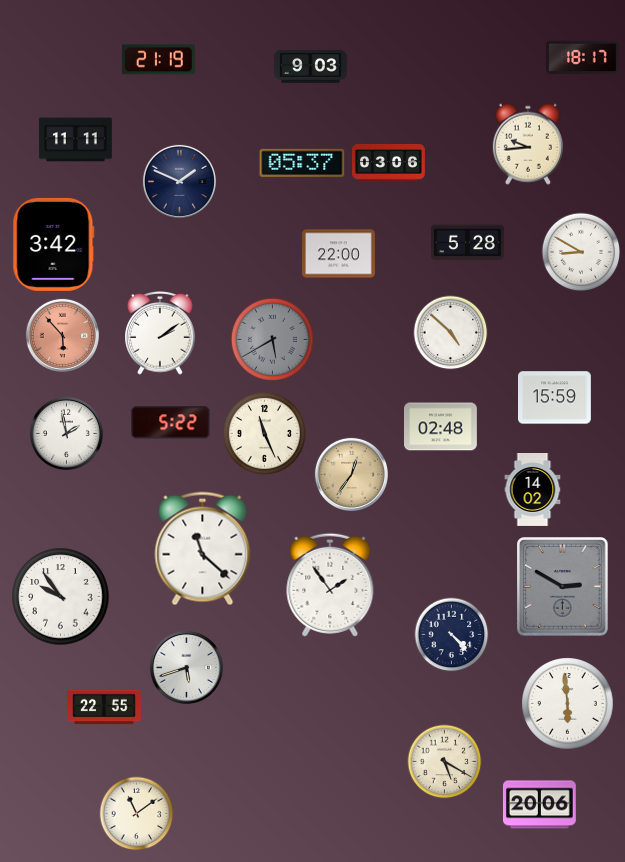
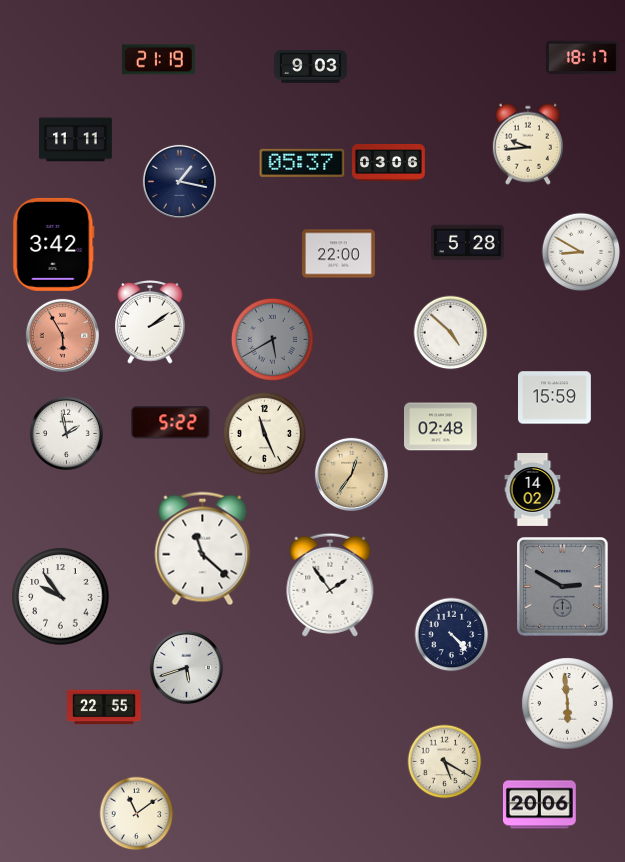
clock at (179, 181): 1:49 -> 1:17
clock at (160, 334) position: (160, 334) -> (150, 323)
clock at (62, 335): 5:53 -> 5:55
